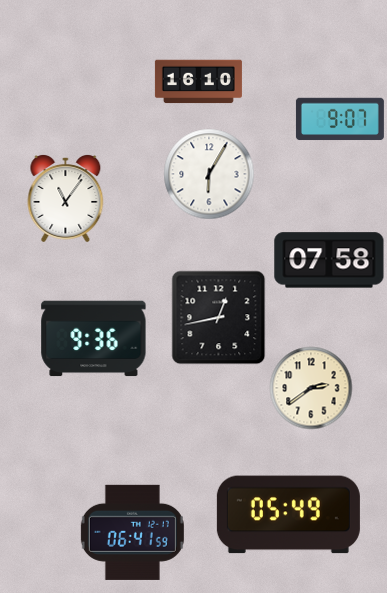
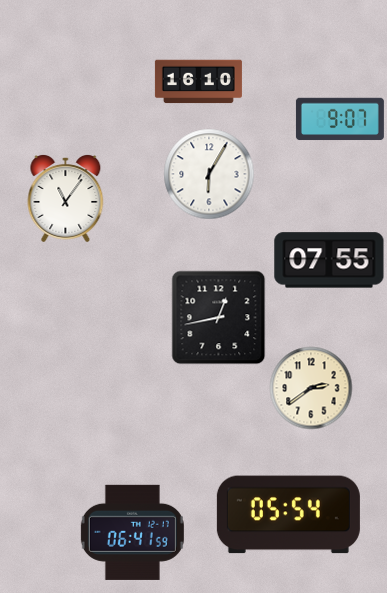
clock at (329, 260): 07:58 -> 07:55
clock at (94, 339): 9:36 -> none
clock at (288, 515): 05:49 -> 05:54
